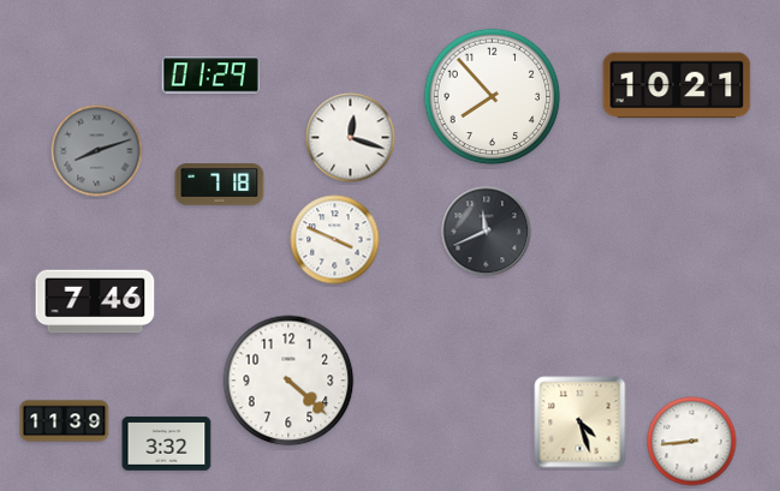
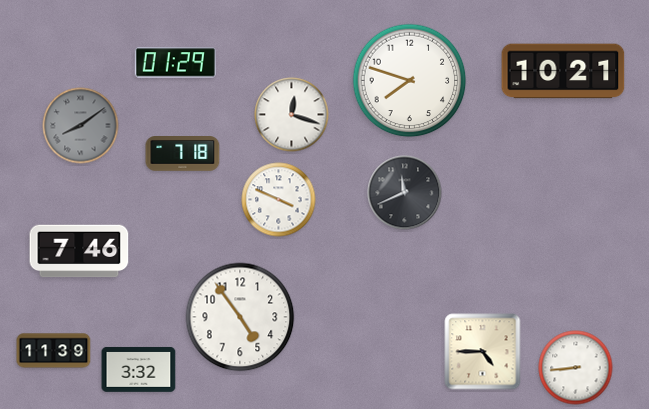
clock at (493, 97): 7:53 -> 7:48
clock at (97, 151): 8:12 -> 8:09
clock at (288, 381): 4:22 -> 4:54
clock at (580, 423): 4:27 -> 4:45
